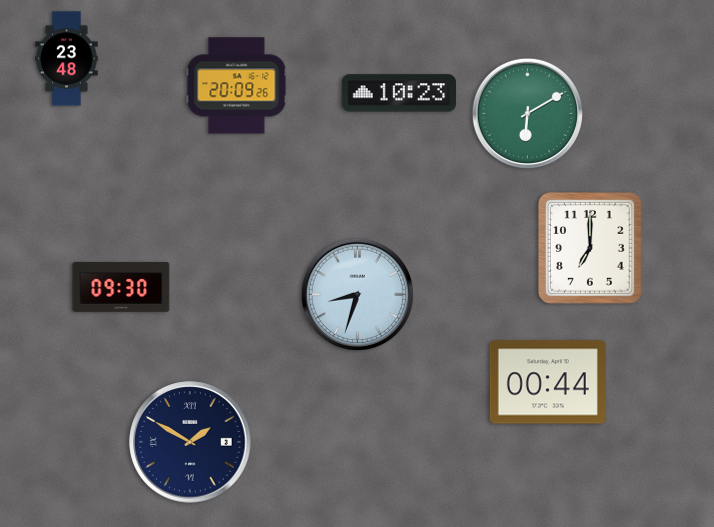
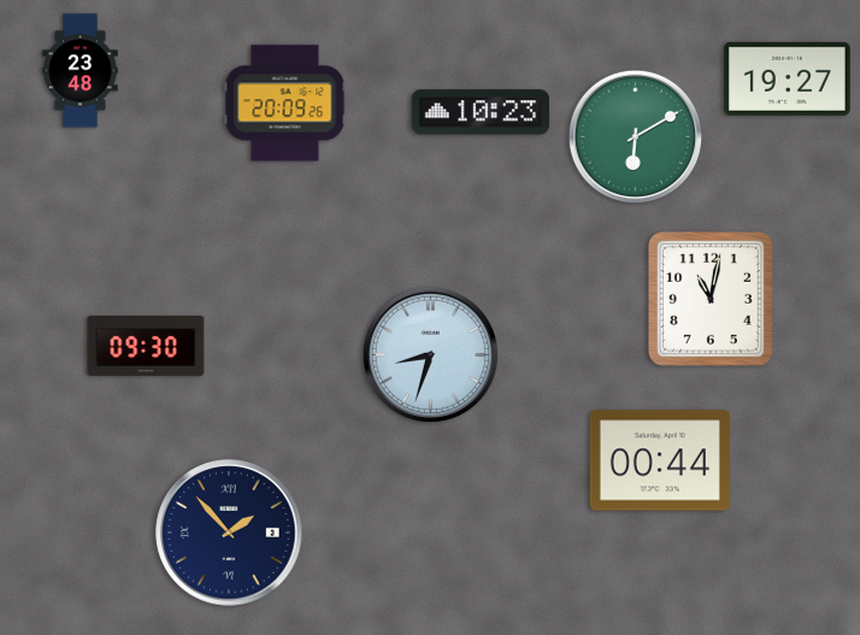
clock at (788, 78): none -> 19:27
clock at (590, 248): 7:00 -> 11:02
clock at (190, 442): 1:50 -> 1:53
